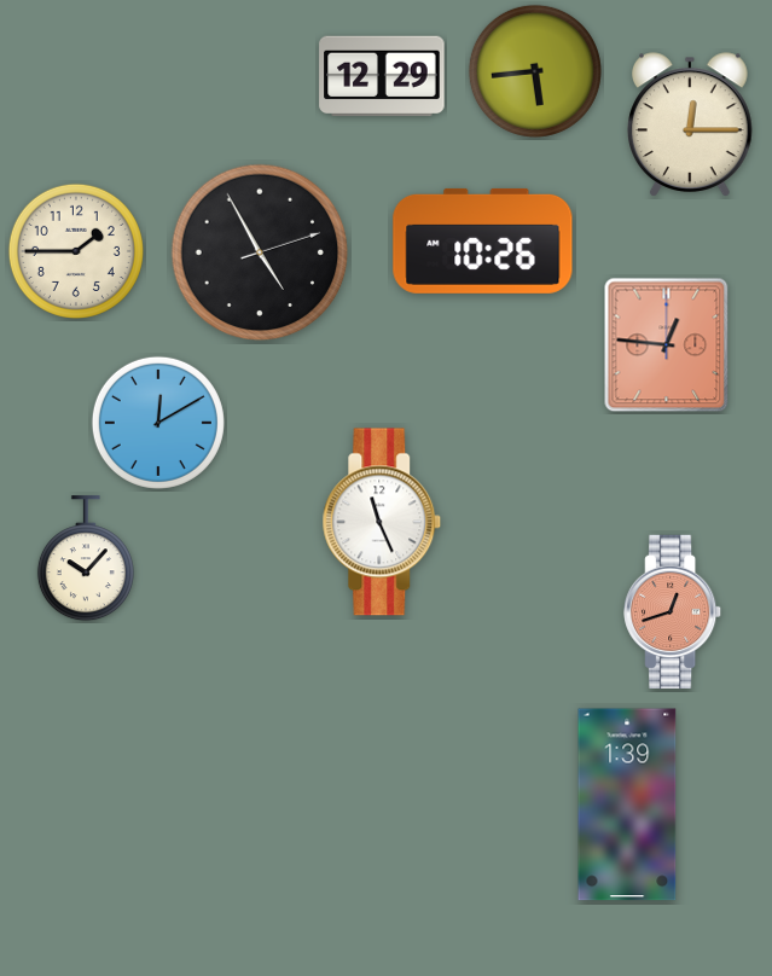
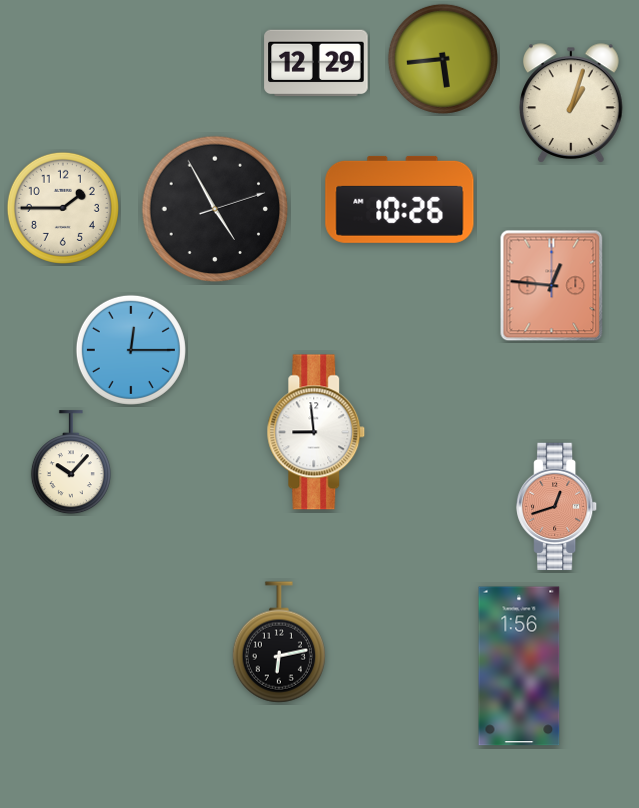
clock at (691, 124): 12:15 -> 1:03
clock at (158, 423): 12:10 -> 12:15
clock at (382, 522): 11:26 -> 8:59
clock at (279, 642): none -> 6:13
clock at (627, 804): 1:39 -> 1:56
